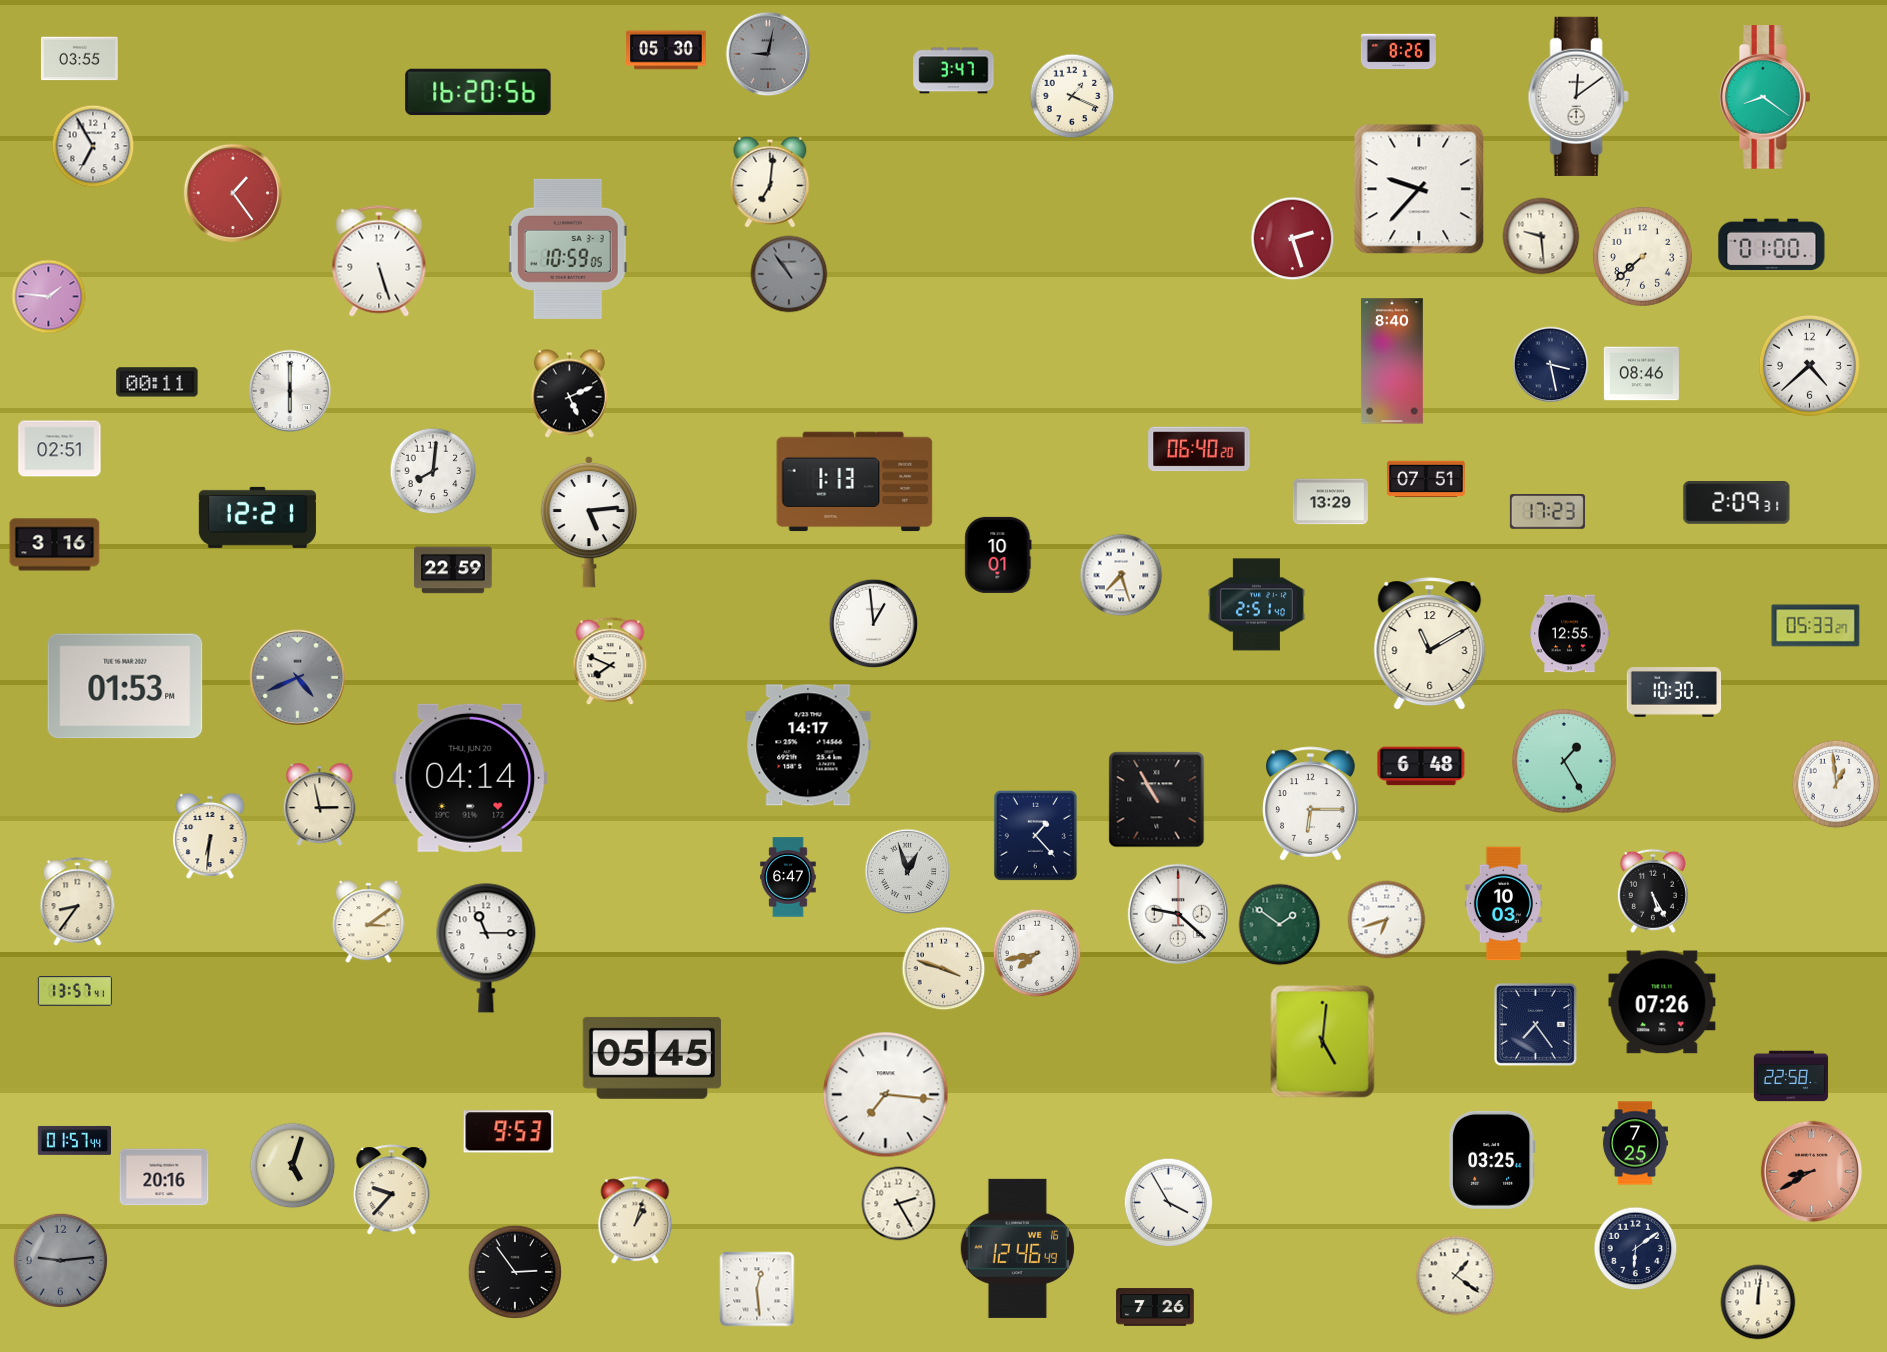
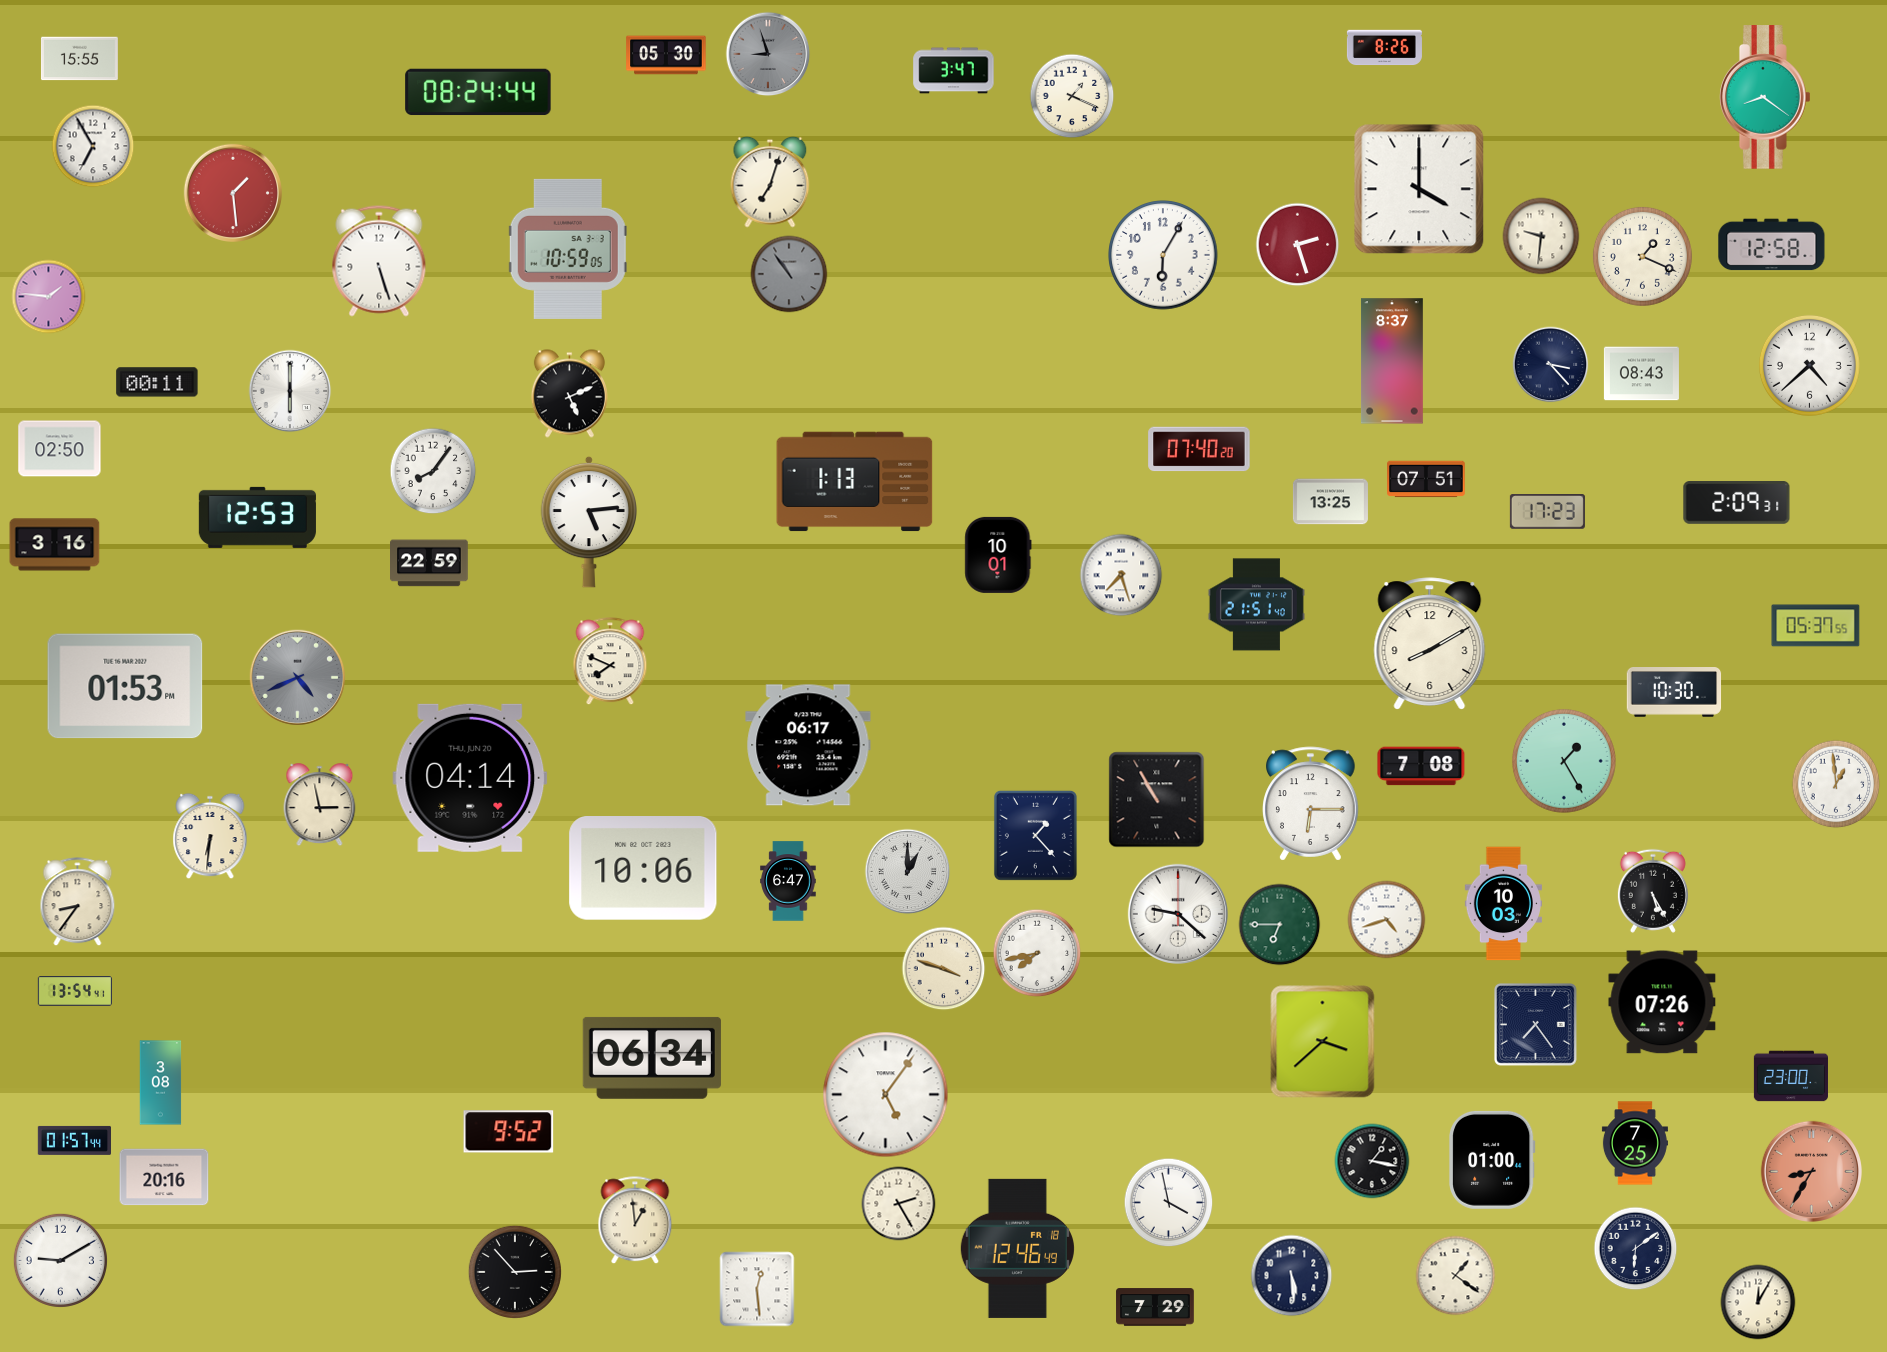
clock at (666, 50) position: (666, 50) -> (666, 55)
clock at (1398, 52) position: (1398, 52) -> (1384, 48)
clock at (768, 54): 9:02 -> 8:57
clock at (79, 59): 03:55 -> 15:55
clock at (478, 92): 16:20 -> 08:24
clock at (1578, 96): 12:09 -> none
clock at (770, 182): 7:01 -> 7:03
clock at (1419, 189): 9:37 -> 4:00
clock at (232, 192): 1:24 -> 1:29
clock at (1541, 236): 9:29 -> 9:31
clock at (1293, 239) position: (1293, 239) -> (1298, 245)
clock at (1772, 245): 01:00 -> 12:58
clock at (1163, 255): none -> 6:05
clock at (1642, 256): 7:38 -> 1:19
clock at (1392, 361): 8:40 -> 8:37
clock at (1551, 365): 3:28 -> 3:23
clock at (1641, 374): 08:46 -> 08:43
clock at (60, 449): 02:51 -> 02:50
clock at (1199, 449): 06:40 -> 07:40
clock at (433, 471): 8:01 -> 8:06
clock at (1330, 502): 13:29 -> 13:25
clock at (257, 517): 12:21 -> 12:53
clock at (454, 570) position: (454, 570) -> (430, 563)
clock at (1256, 605): 2:51 -> 21:51
clock at (874, 624): 12:59 -> none
clock at (1816, 626): 05:33 -> 05:37
clock at (1570, 634): 12:55 -> none
clock at (1430, 644): 11:10 -> 8:10
clock at (808, 745): 14:17 -> 06:17
clock at (1421, 766): 6:48 -> 7:08
clock at (643, 869): none -> 10:06
clock at (908, 872): 12:57 -> 1:00
clock at (788, 877) position: (788, 877) -> (788, 881)
clock at (1387, 920): 6:42 -> 4:42
clock at (369, 922): 3:09 -> none
clock at (1280, 925): 1:51 -> 6:45
clock at (486, 948): 11:15 -> none
clock at (75, 991): 13:57 -> 13:54
clock at (1323, 1042): 5:01 -> 3:38
clock at (652, 1058): 05:45 -> 06:34
clock at (1791, 1076): 22:58 -> 23:00
clock at (161, 1083): none -> 3:08
clock at (886, 1095): 7:16 -> 5:06
clock at (509, 1132): 9:53 -> 9:52
clock at (1492, 1160): 03:25 -> 01:00
clock at (1372, 1161): none -> 1:17
clock at (293, 1166): 5:03 -> none
clock at (1811, 1171): 8:40 -> 8:35
clock at (392, 1190): 9:37 -> none
clock at (1169, 1203): 3:55 -> 3:58
clock at (635, 1221): 1:03 -> 12:59
clock at (1017, 1248) date: WE 16 -> FR 18
clock at (60, 1260): 9:14 -> 9:10
clock at (60, 1260) dial: grey -> white
clock at (515, 1272): 2:54 -> 2:53
clock at (1292, 1276): none -> 5:29
clock at (1758, 1302): 12:01 -> 12:05
clock at (1155, 1307): 7:26 -> 7:29
